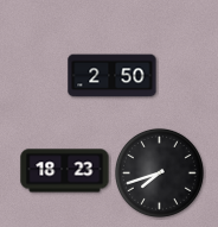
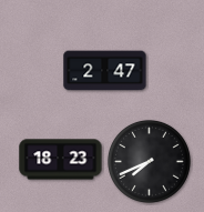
clock at (113, 76): 2:50 -> 2:47
clock at (159, 172): 7:42 -> 7:41
